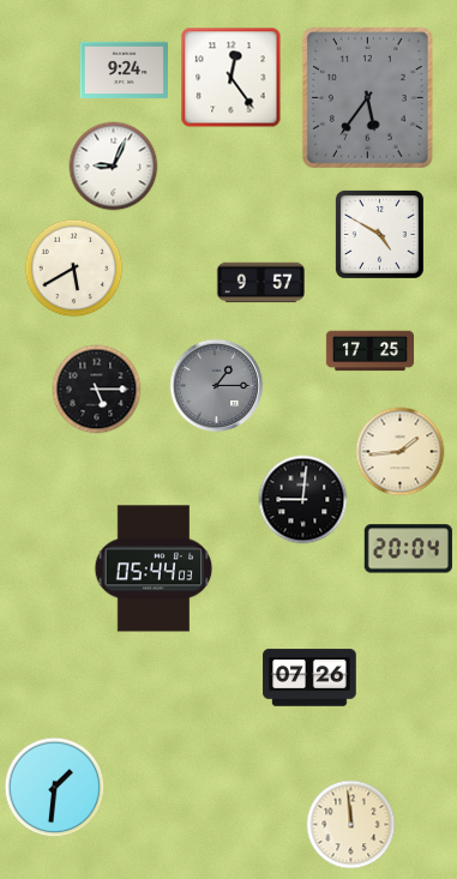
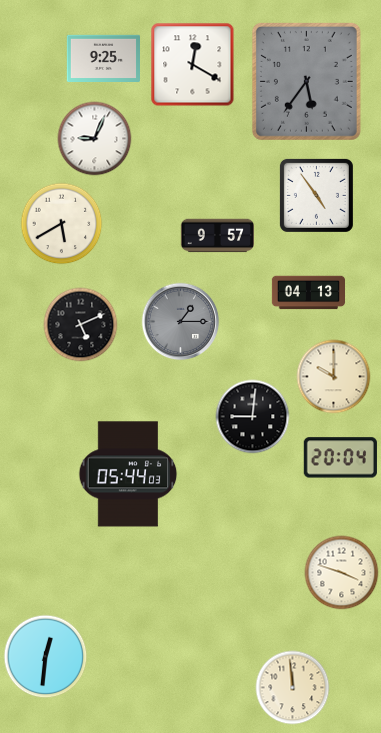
clock at (124, 70): 9:24 -> 9:25
clock at (231, 78): 12:24 -> 12:20
clock at (379, 234): 4:50 -> 4:54
clock at (371, 351): 17:25 -> 04:13
clock at (97, 390): 5:15 -> 5:11
clock at (401, 452): 1:44 -> 10:00
clock at (309, 678): 07:26 -> none
clock at (342, 573): none -> 3:48
clock at (55, 788): 1:31 -> 12:31
